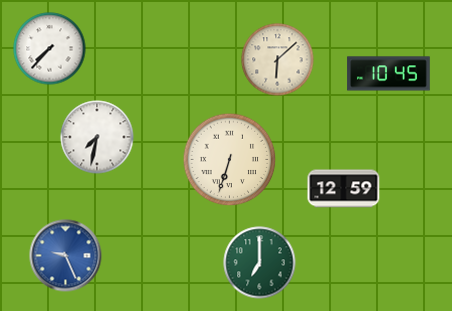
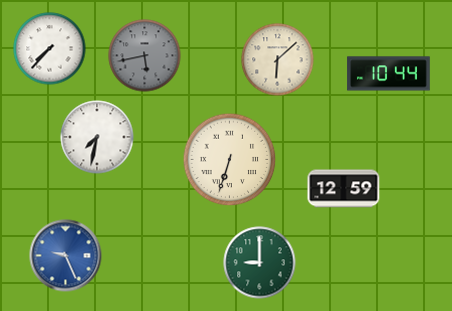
clock at (145, 56): none -> 5:43
clock at (389, 74): 10:45 -> 10:44
clock at (260, 263): 7:00 -> 9:00
